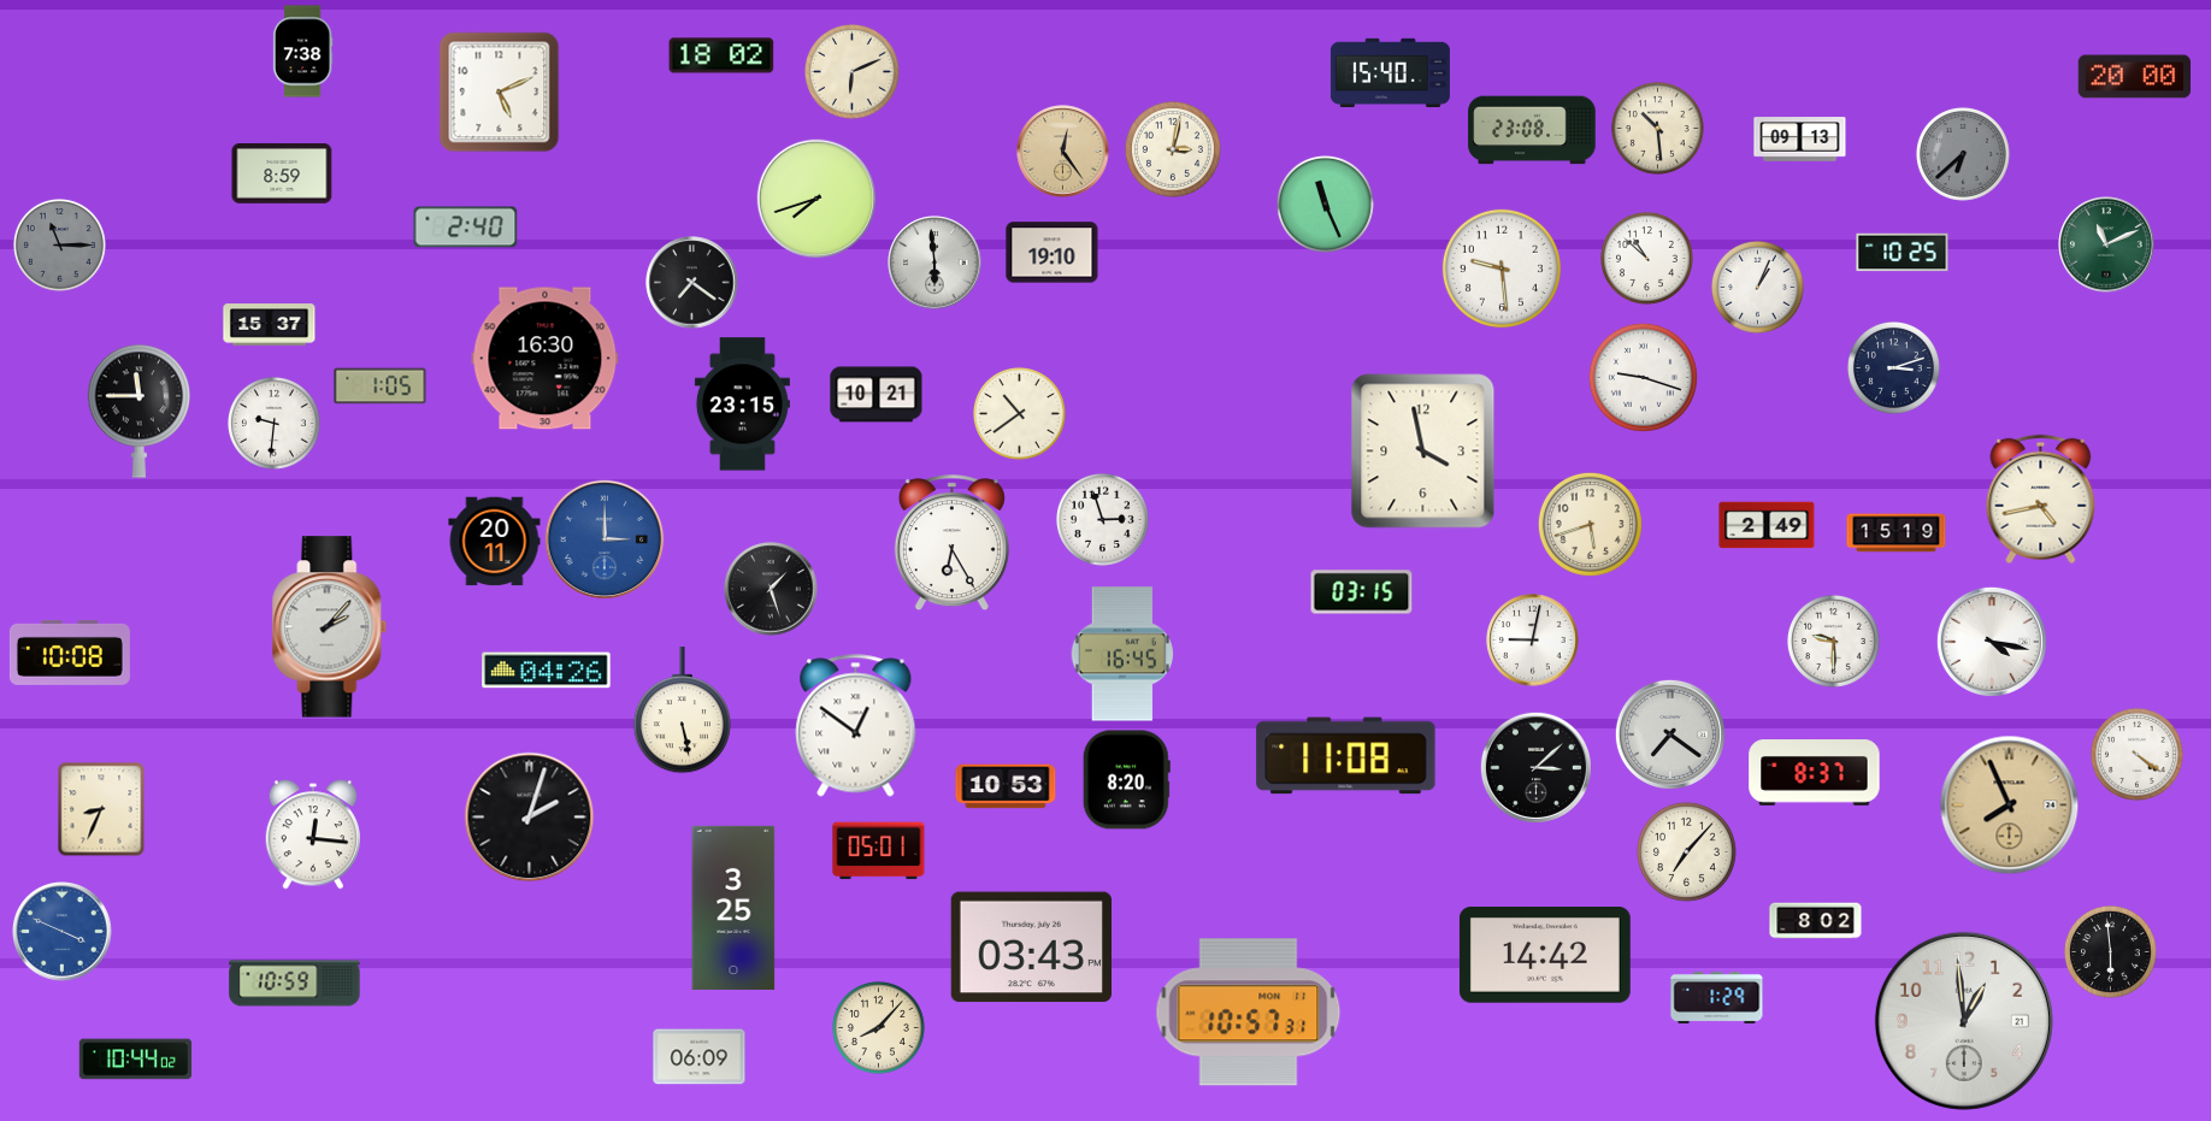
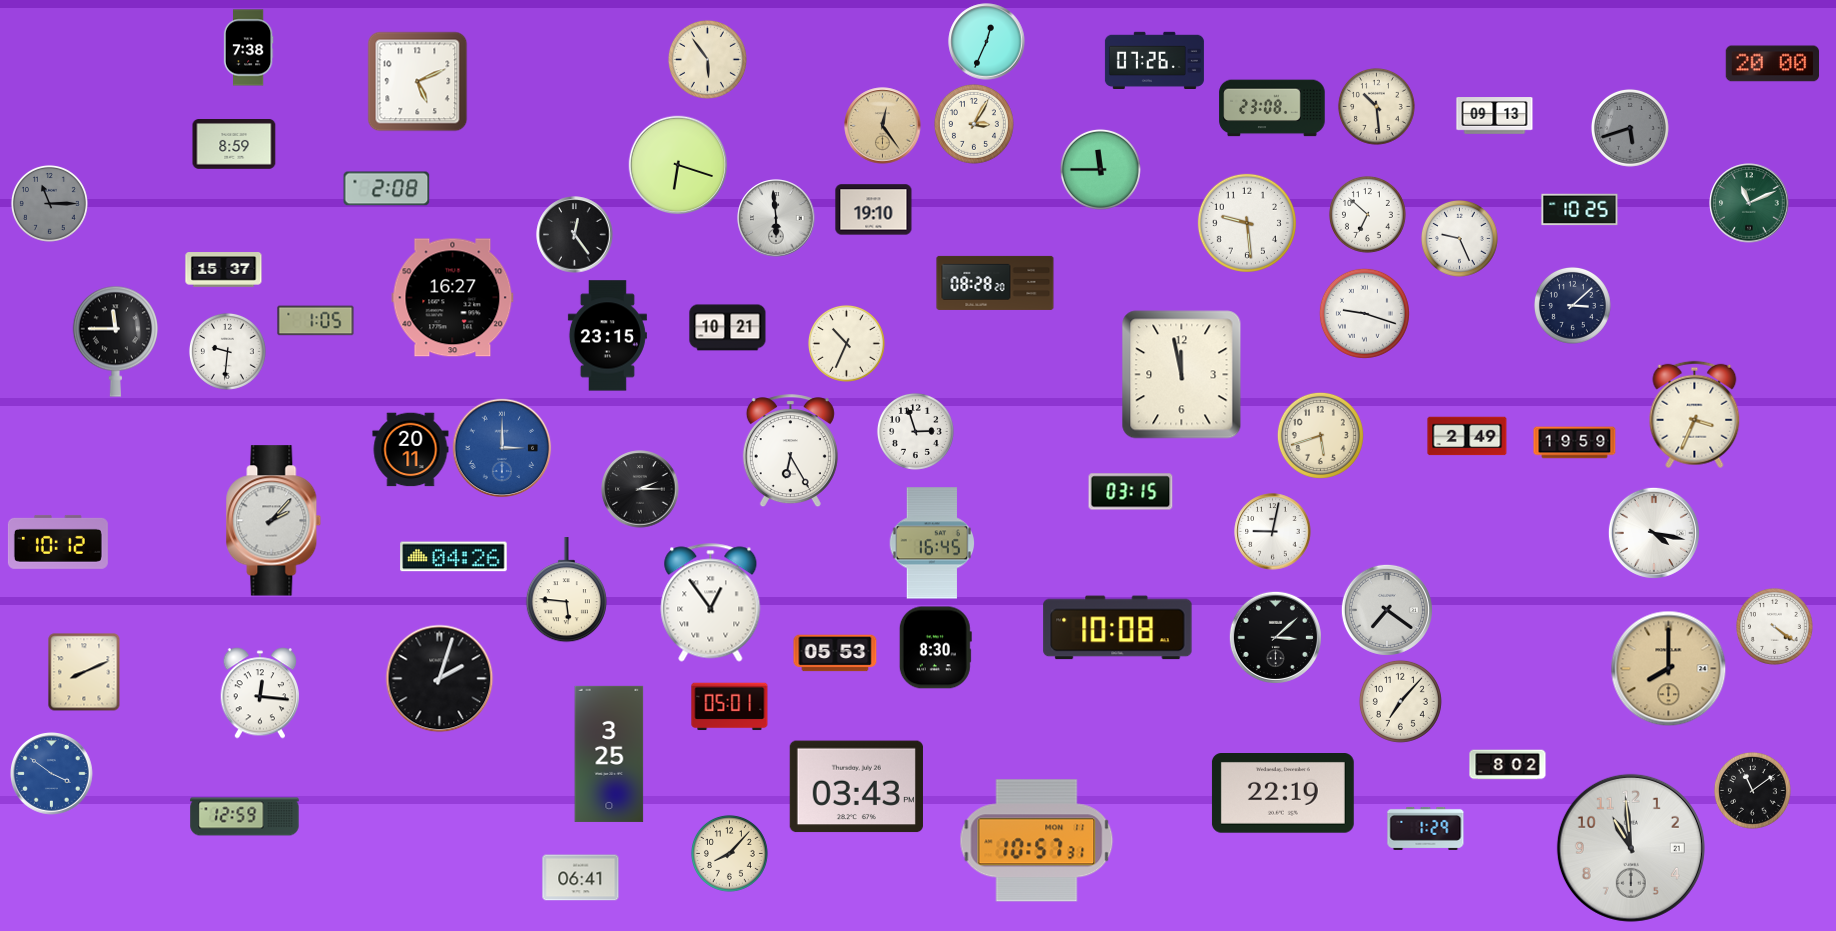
clock at (987, 42): none -> 12:34
clock at (302, 52) position: (302, 52) -> (248, 48)
clock at (721, 55): 18:02 -> none
clock at (851, 71): 6:11 -> 5:54
clock at (1390, 72): 15:40 -> 07:26
clock at (500, 93) position: (500, 93) -> (418, 82)
clock at (1173, 149): 3:02 -> 3:05
clock at (1963, 154): 6:38 -> 5:42
clock at (816, 199): 7:42 -> 6:18
clock at (1325, 203): 11:26 -> 11:45
clock at (466, 228): 2:40 -> 2:08
clock at (1646, 258): 10:52 -> 6:52
clock at (692, 283): 7:21 -> 12:24
clock at (1757, 287): 1:04 -> 9:26
clock at (995, 283): none -> 08:28
clock at (546, 359): 16:30 -> 16:27
clock at (1893, 367): 3:12 -> 3:08
clock at (742, 405) position: (742, 405) -> (607, 336)
clock at (1019, 413): 10:39 -> 10:34
clock at (1423, 452): 3:58 -> 11:58
clock at (2041, 500): 4:43 -> 3:34
clock at (1897, 533): 15:19 -> 19:59
clock at (771, 589): 1:27 -> 2:15
clock at (1833, 641): 9:30 -> none
clock at (70, 653): 10:08 -> 10:12
clock at (682, 710): 5:28 -> 5:46
clock at (856, 726): 12:51 -> 12:54
clock at (1346, 756): 11:08 -> 10:08
clock at (1815, 773): 8:37 -> none
clock at (1126, 780): 8:20 -> 8:30
clock at (1006, 786): 10:53 -> 05:53
clock at (2010, 806): 7:56 -> 8:00
clock at (101, 809): 8:34 -> 8:11
clock at (1686, 851) position: (1686, 851) -> (1400, 701)
clock at (63, 932): 3:49 -> 3:51
clock at (2110, 951): 5:59 -> 11:09
clock at (1545, 955): 14:42 -> 22:19
clock at (295, 984): 10:59 -> 12:59
clock at (1964, 1021): 12:59 -> 10:59
clock at (700, 1057): 06:09 -> 06:41
clock at (136, 1060): 10:44 -> none
